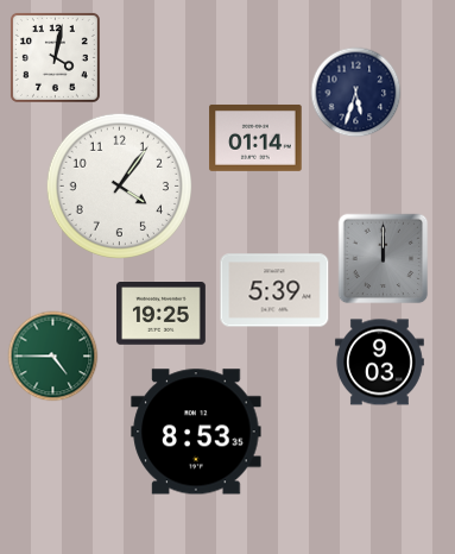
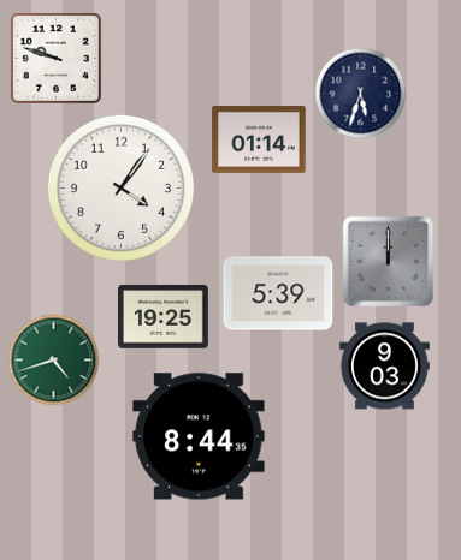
clock at (55, 57): 4:02 -> 9:48
clock at (53, 357): 4:45 -> 4:42
clock at (196, 432): 8:53 -> 8:44
